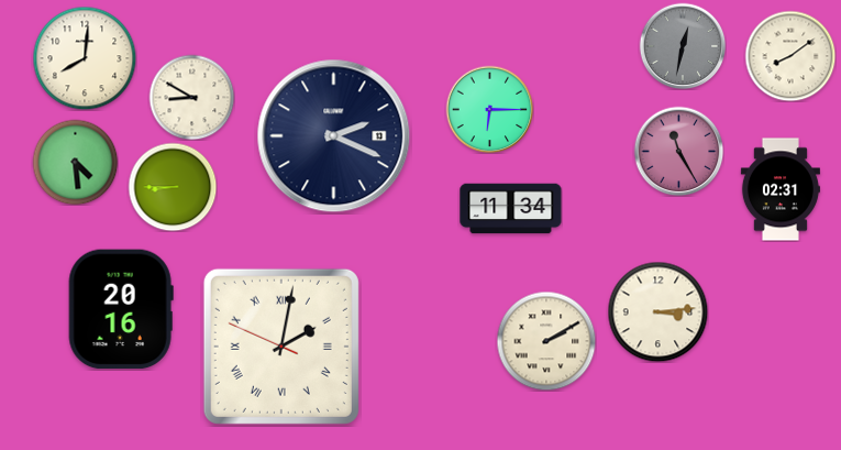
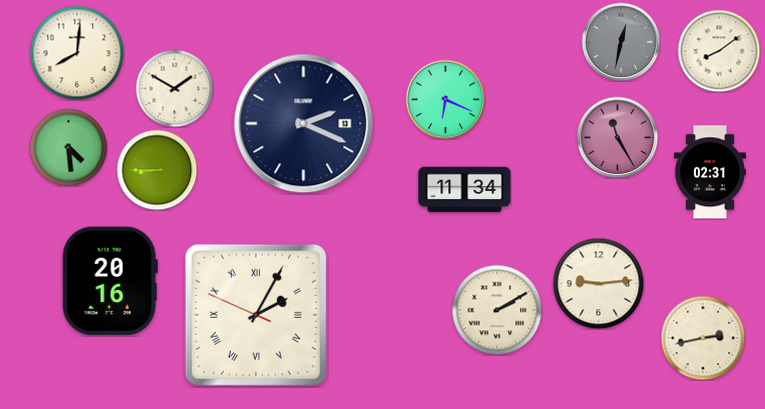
clock at (191, 97): 8:50 -> 1:50
clock at (489, 109): 6:15 -> 6:19
clock at (657, 311): 3:14 -> 9:14
clock at (281, 347): 2:01 -> 2:04
clock at (703, 338): none -> 2:43
